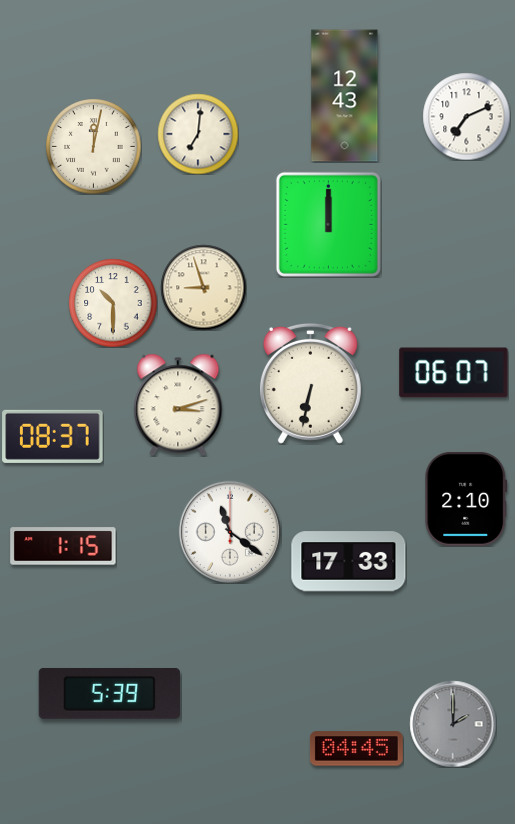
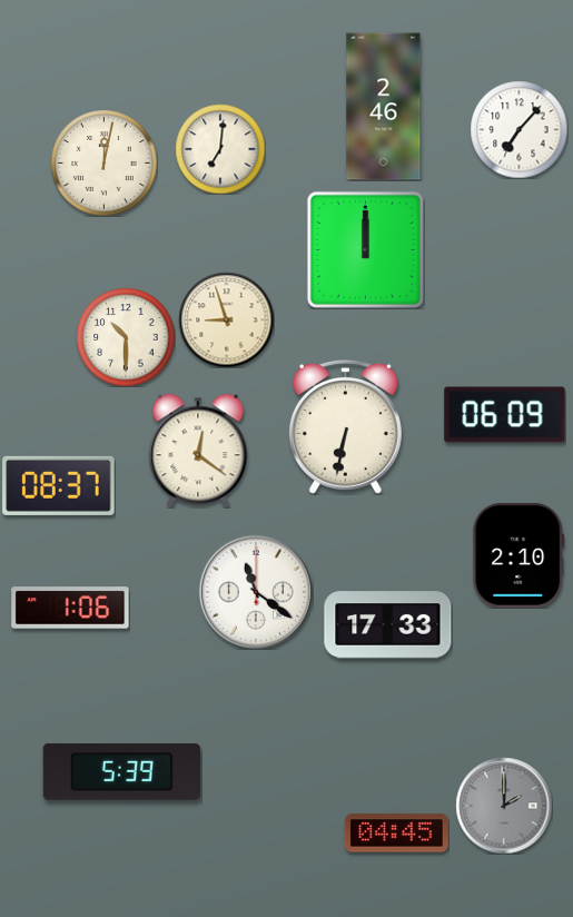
clock at (345, 96): 12:43 -> 2:46
clock at (466, 116): 7:11 -> 7:07
clock at (454, 373): 06:07 -> 06:09
clock at (178, 405): 3:12 -> 12:21
clock at (63, 546): 1:15 -> 1:06
